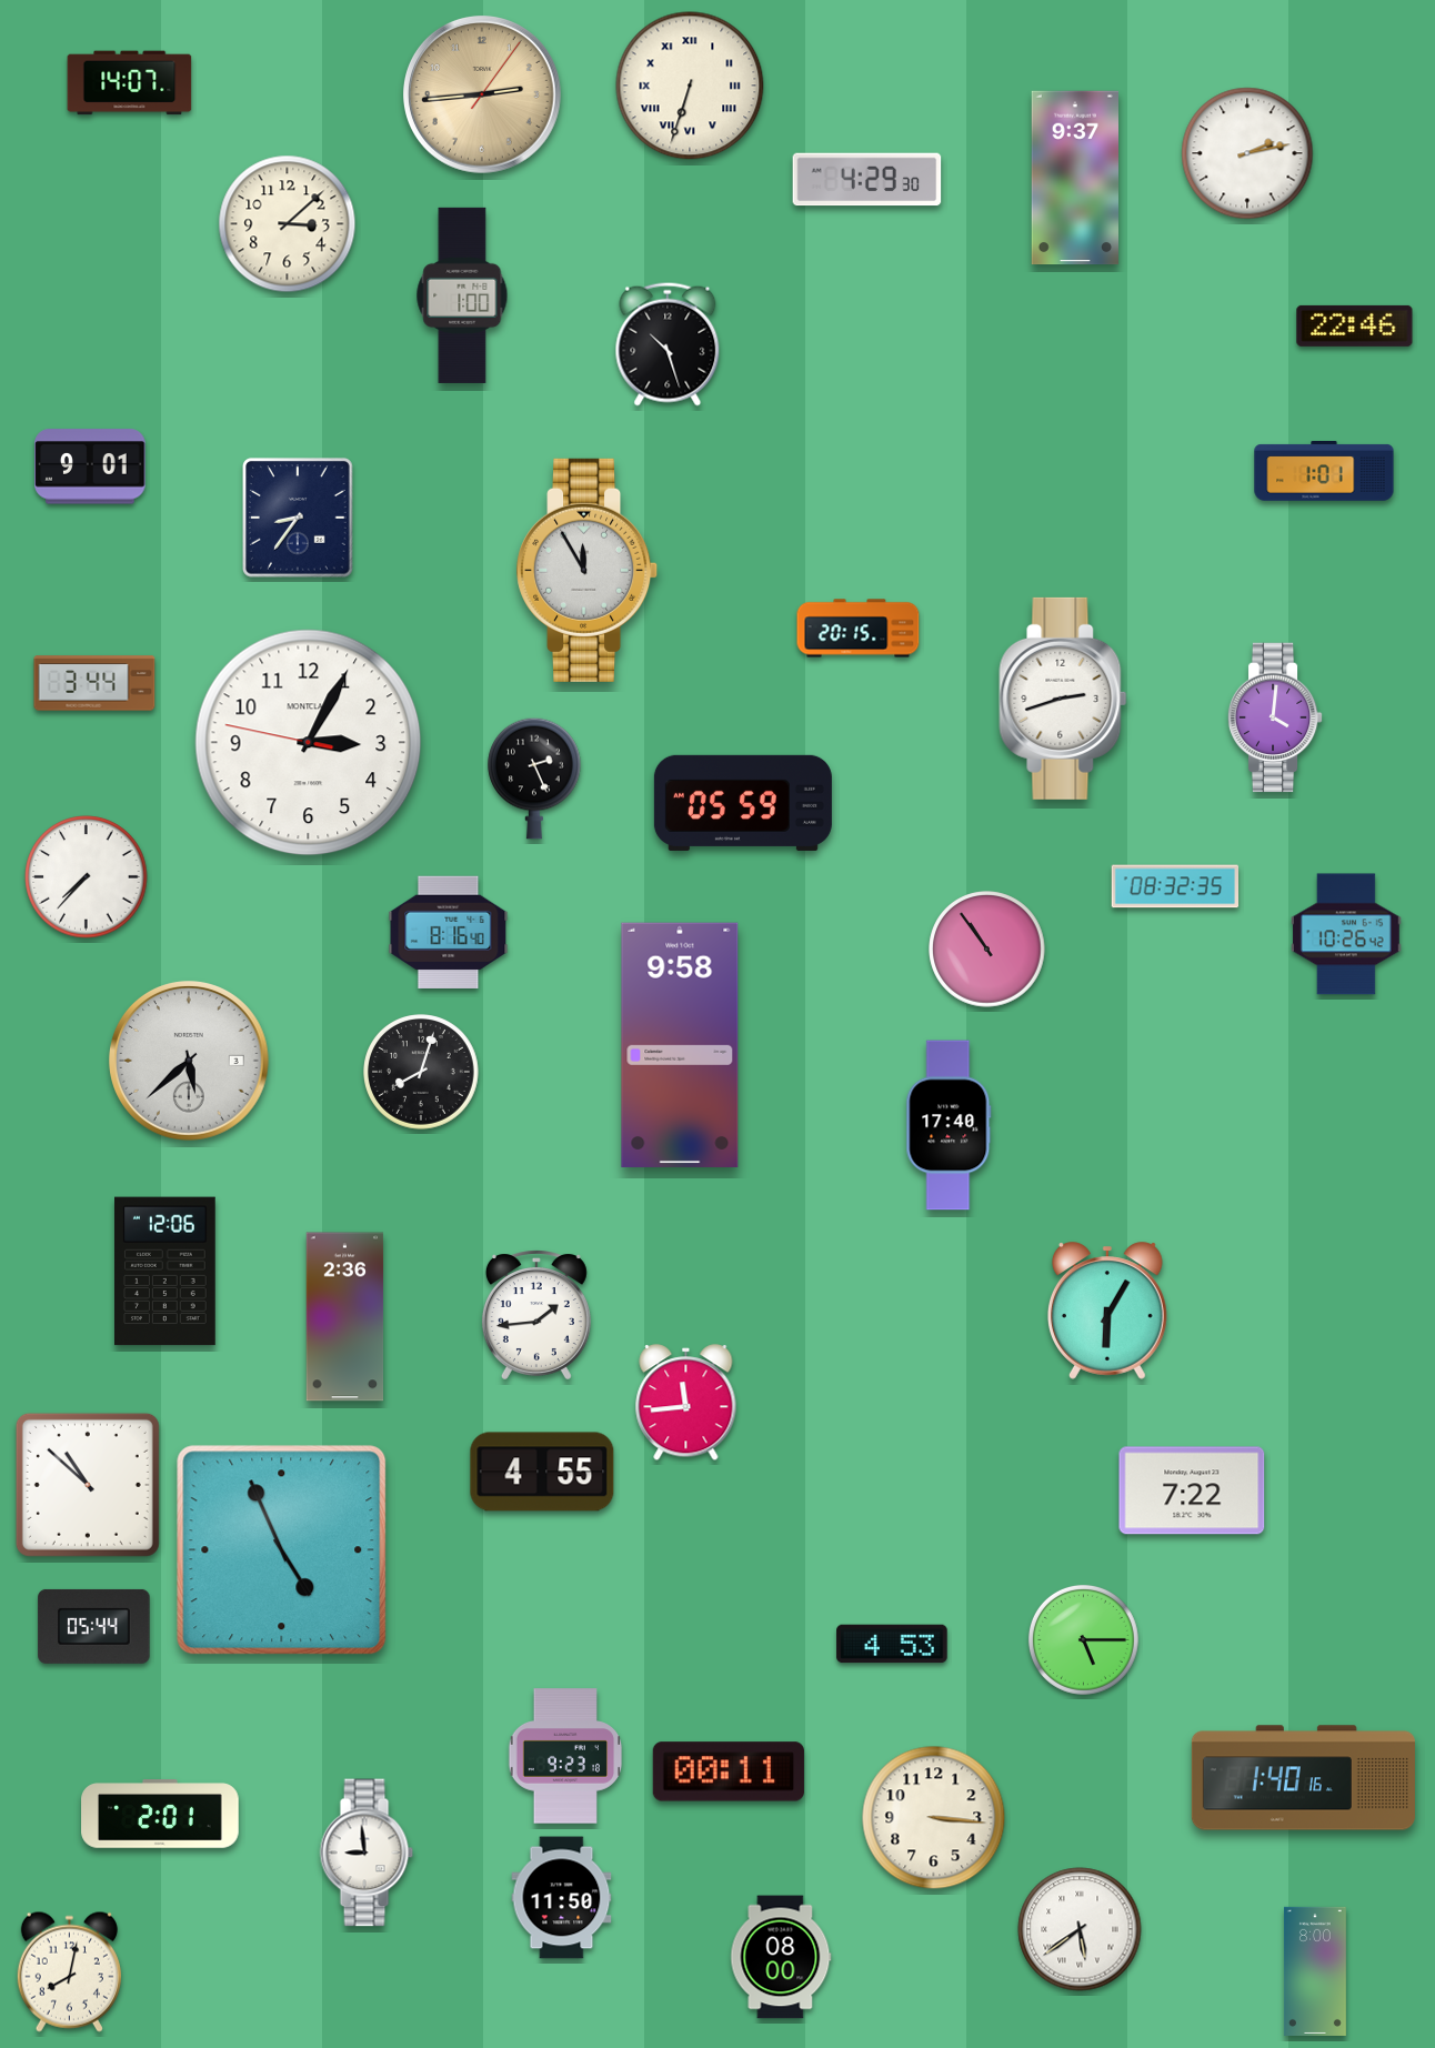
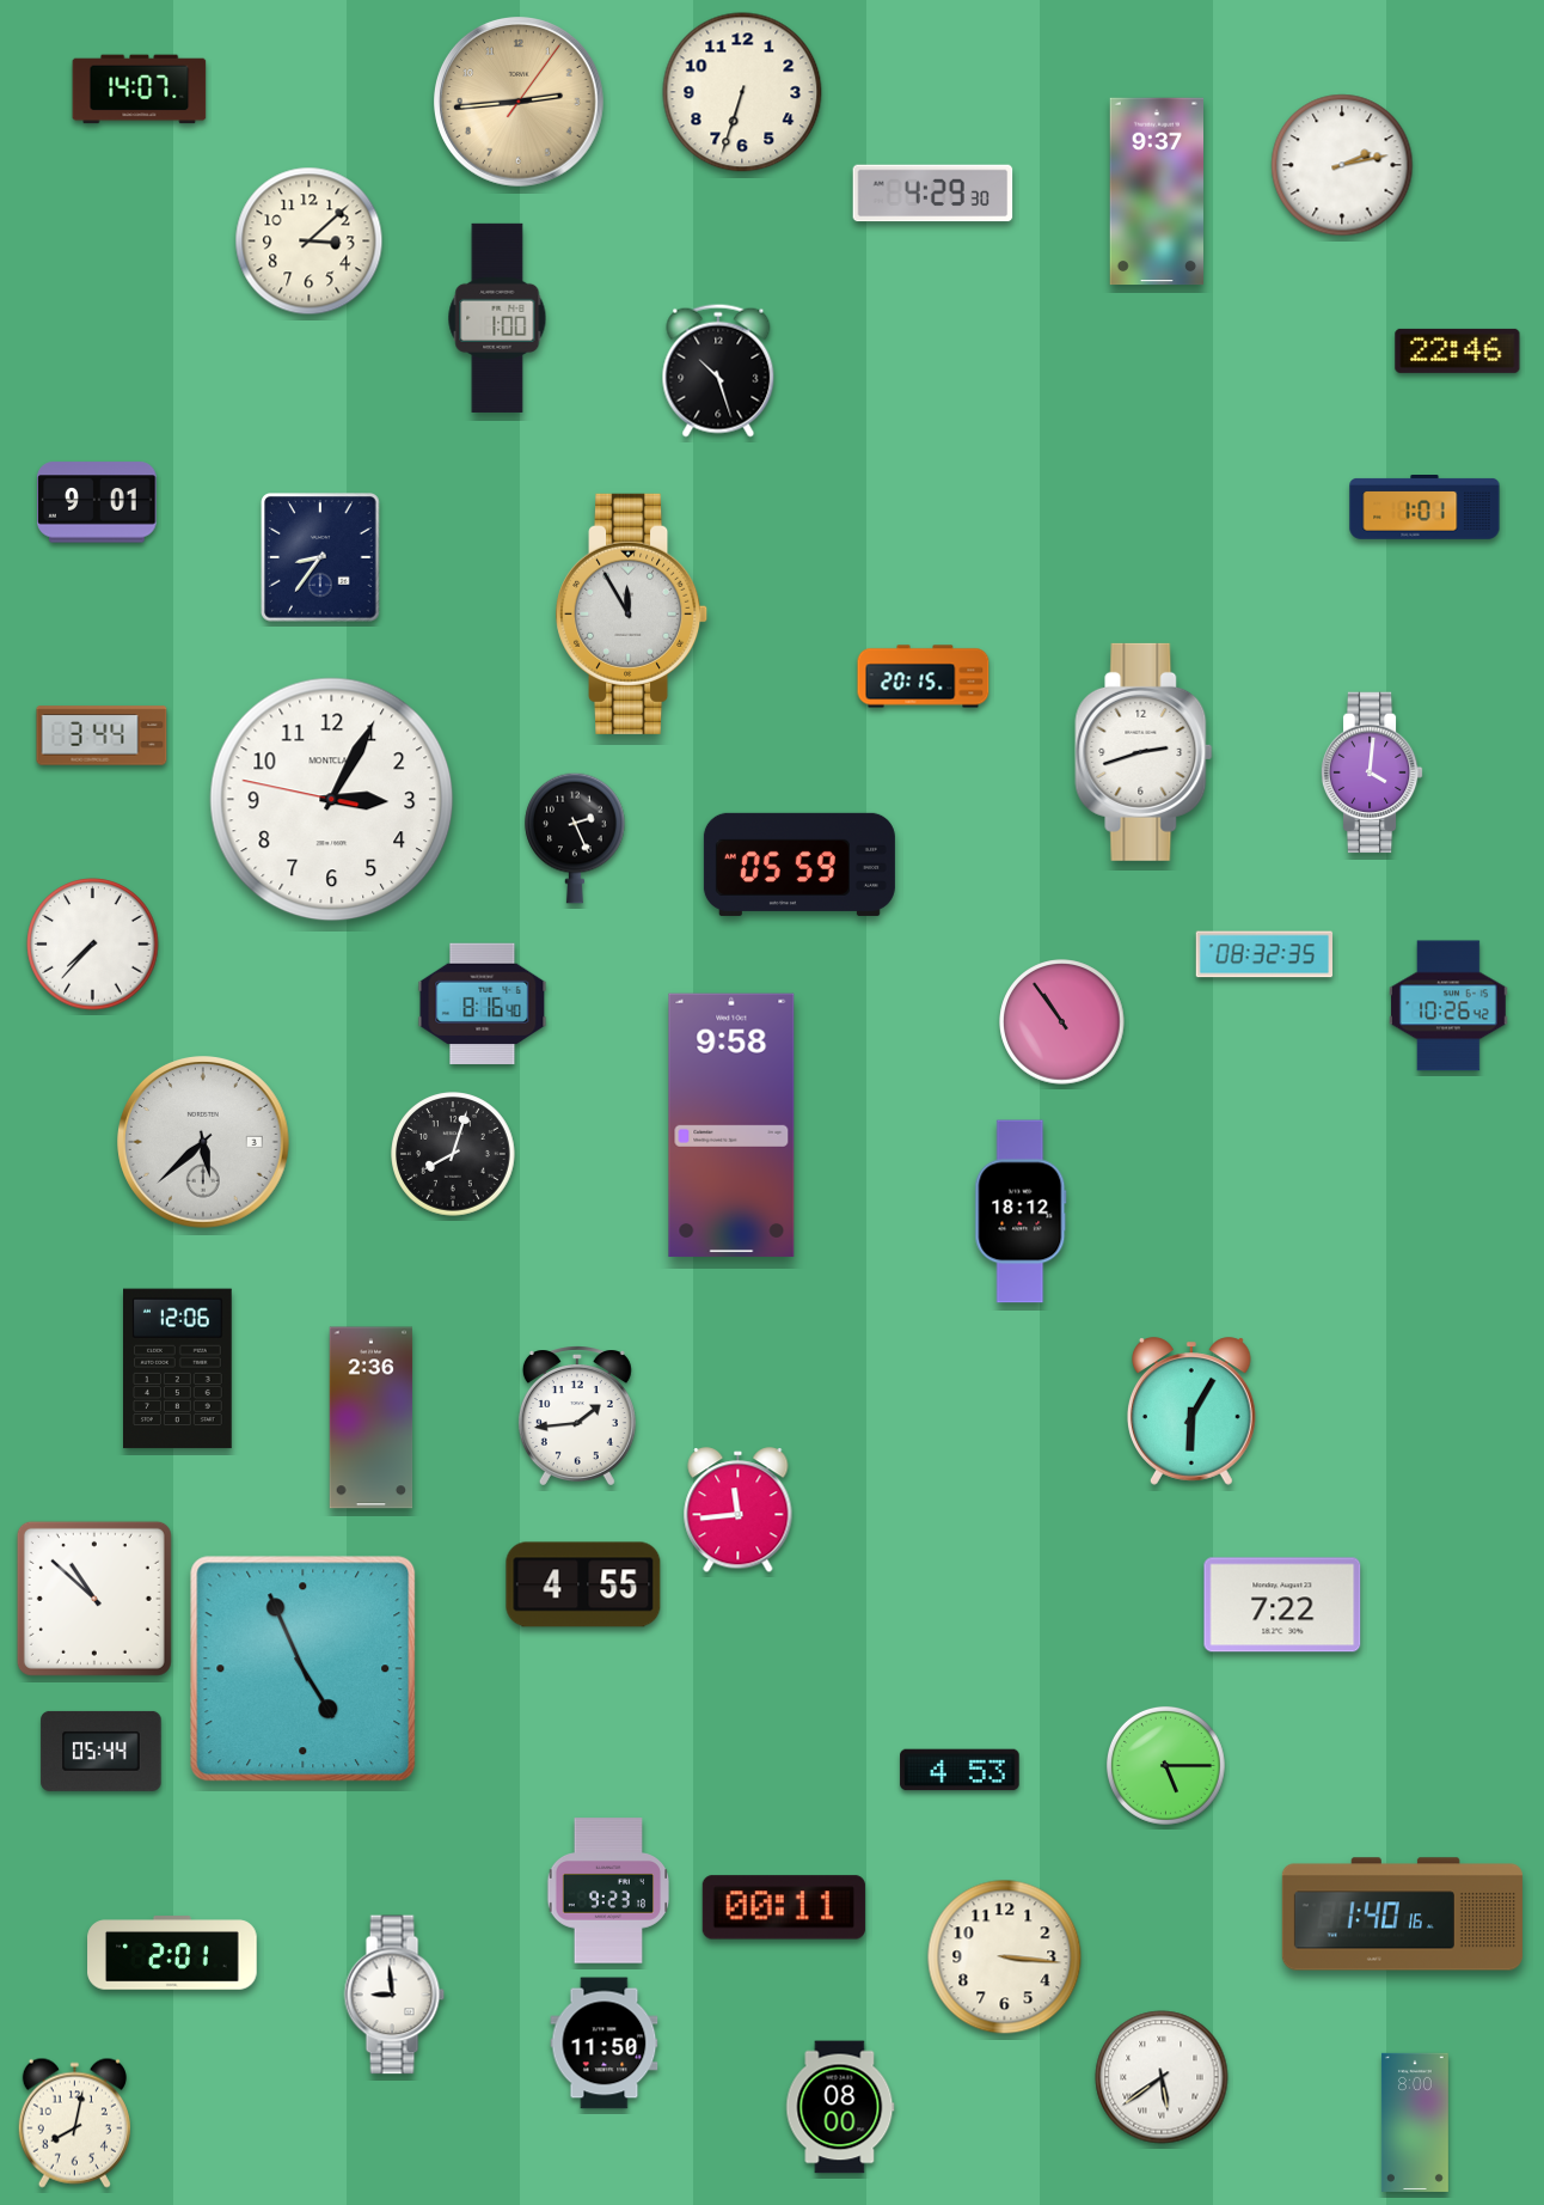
clock at (690, 86) numerals: Roman -> Arabic
clock at (949, 1125): 17:40 -> 18:12
